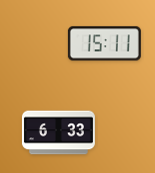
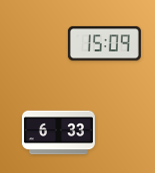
clock at (104, 44): 15:11 -> 15:09
